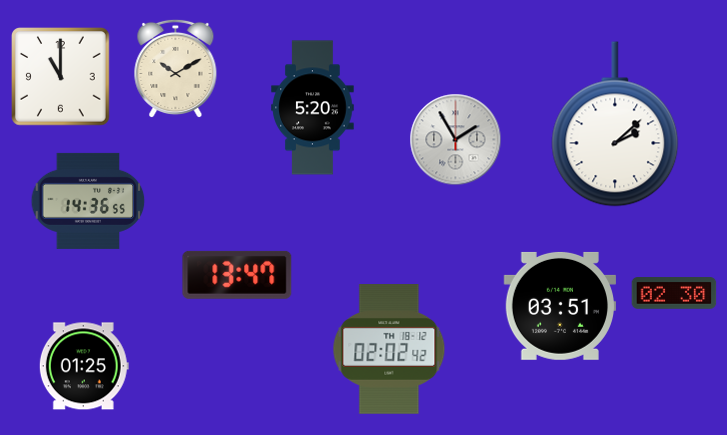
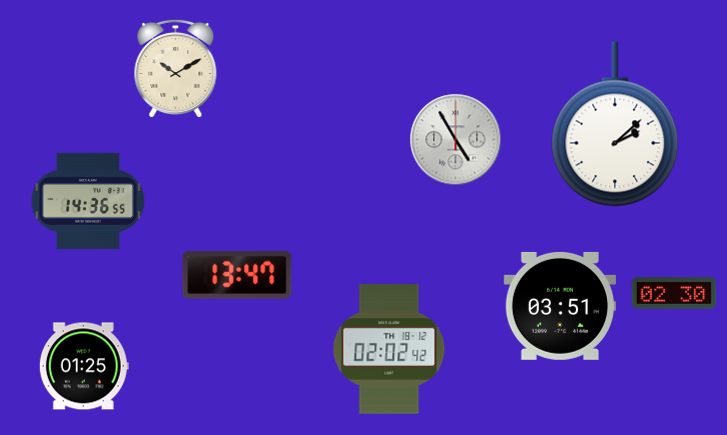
clock at (61, 77): 11:00 -> none
clock at (313, 108): 5:20 -> none
clock at (456, 140): 1:55 -> 4:55
